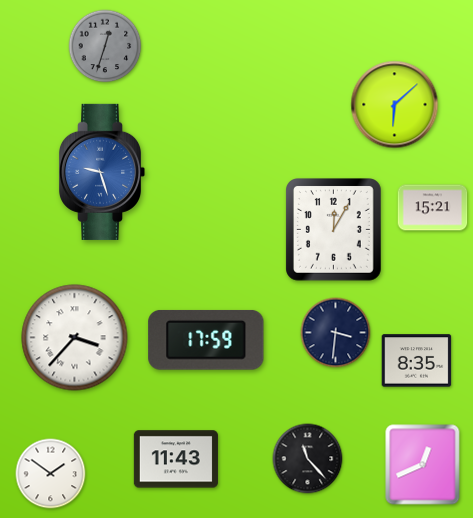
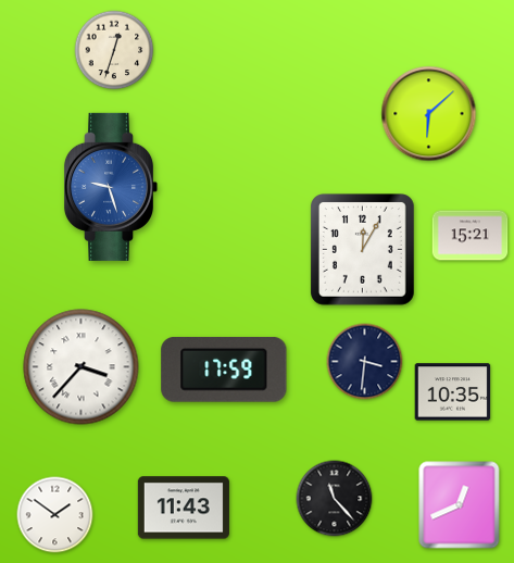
clock at (105, 46) dial: grey -> cream
clock at (433, 208) position: (433, 208) -> (471, 236)
clock at (417, 361): 8:35 -> 10:35
clock at (176, 459) position: (176, 459) -> (184, 508)
